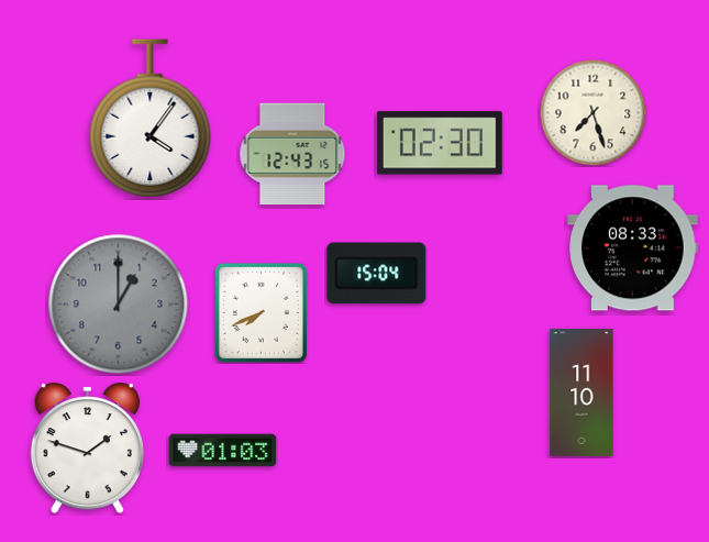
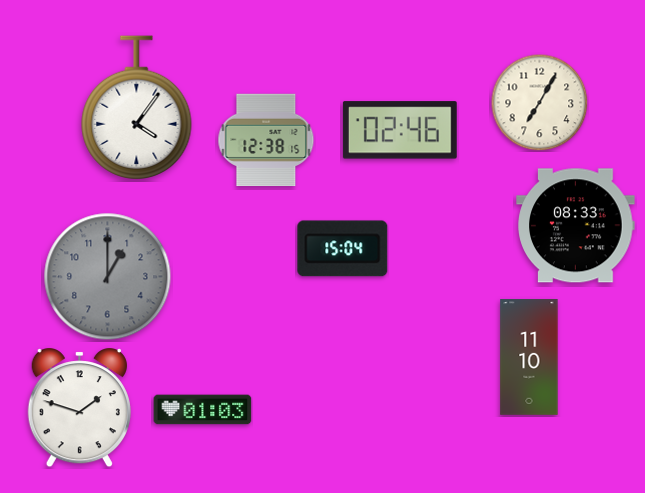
clock at (592, 112): 7:27 -> 7:05
clock at (440, 143): 02:30 -> 02:46
clock at (292, 154): 12:43 -> 12:38
clock at (261, 312): 7:41 -> none
